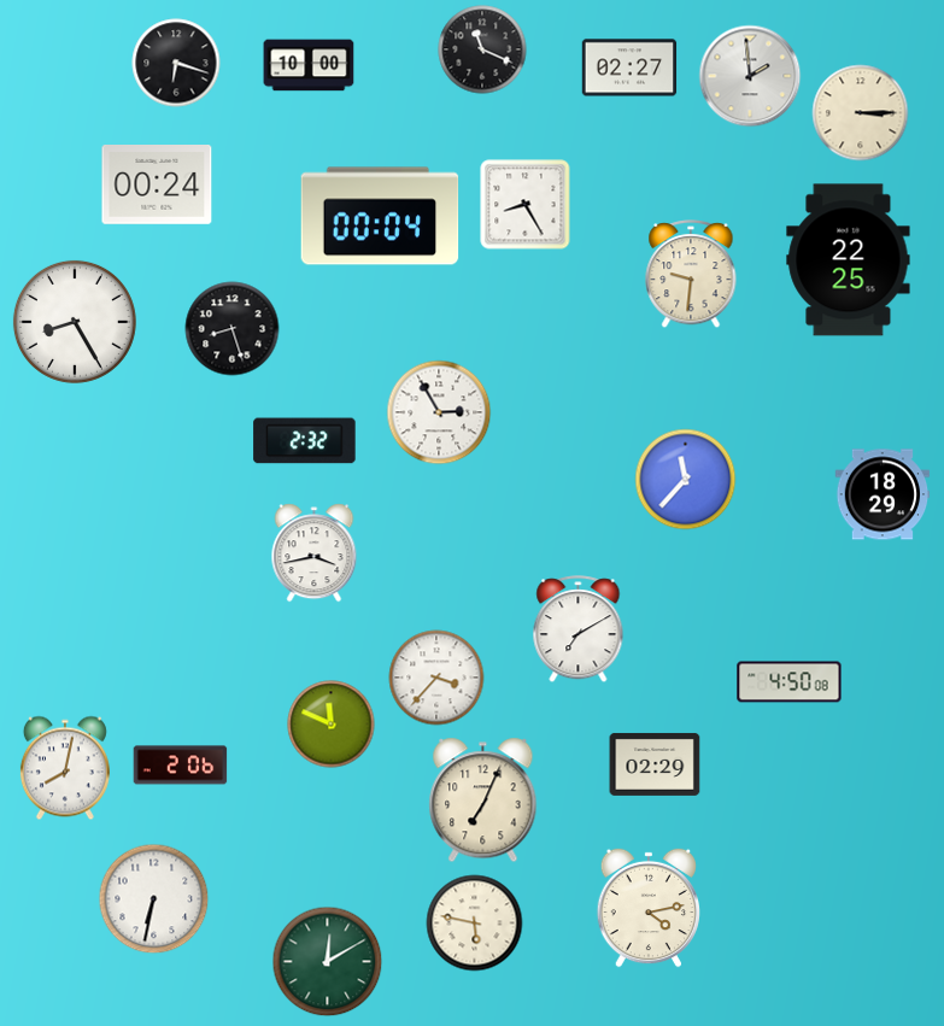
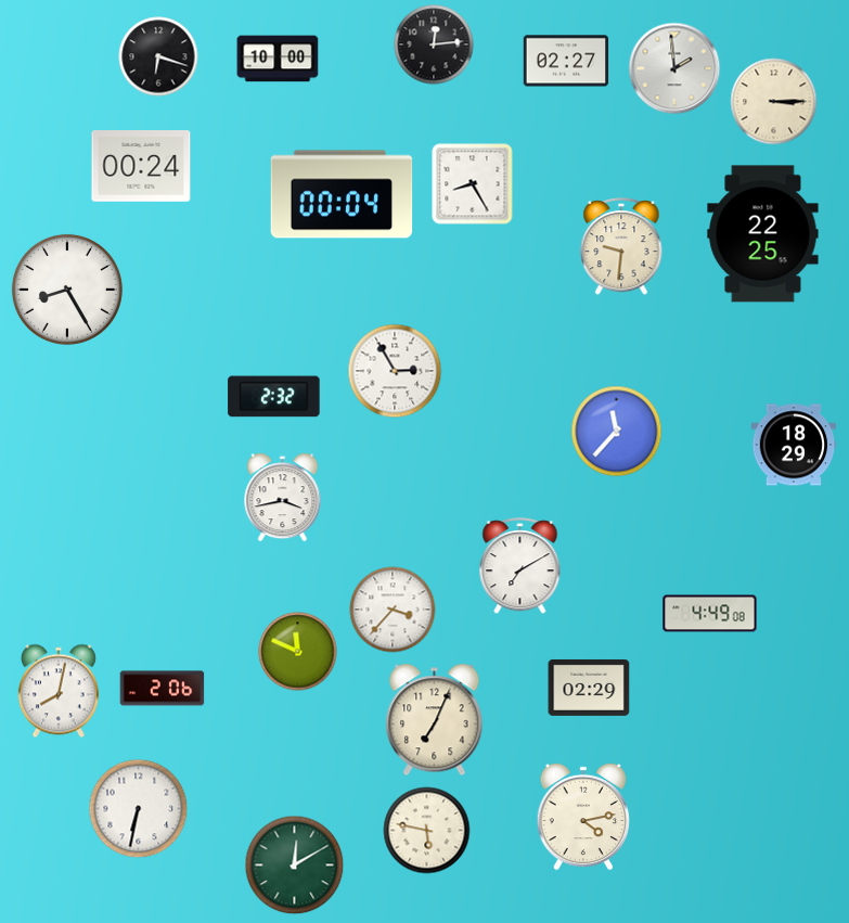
clock at (482, 49): 11:19 -> 12:14
clock at (233, 329): 8:27 -> none
clock at (790, 682): 4:50 -> 4:49
